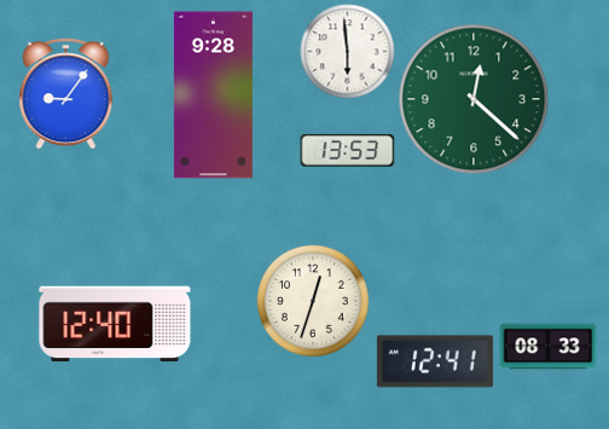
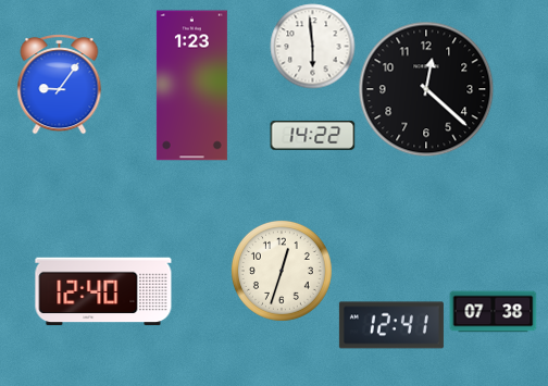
clock at (213, 95): 9:28 -> 1:23
clock at (474, 99) dial: green -> black
clock at (347, 151): 13:53 -> 14:22
clock at (547, 347): 08:33 -> 07:38
